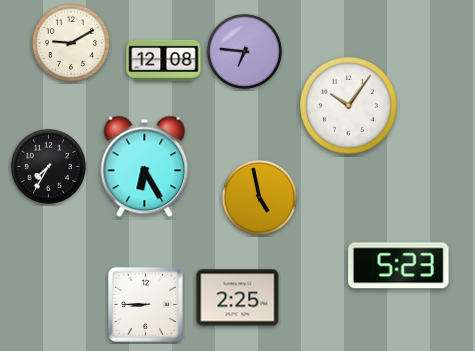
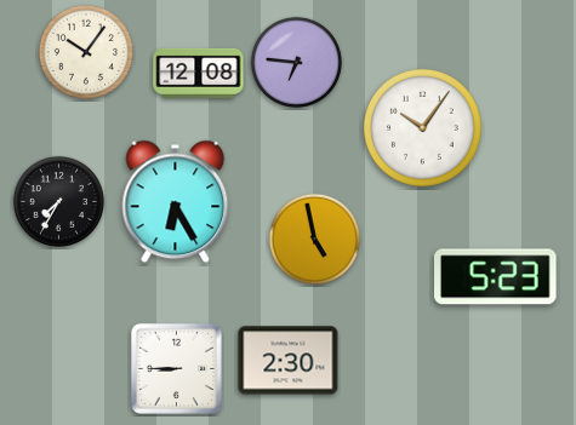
clock at (71, 43): 9:10 -> 10:06
clock at (399, 266) position: (399, 266) -> (496, 277)
clock at (238, 298): 2:25 -> 2:30
